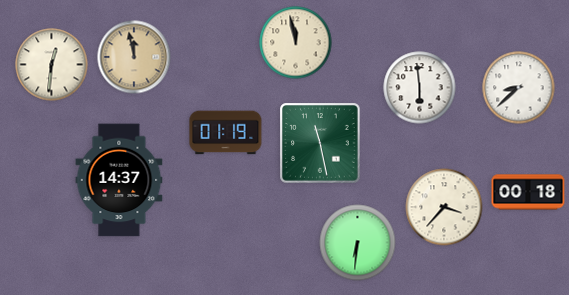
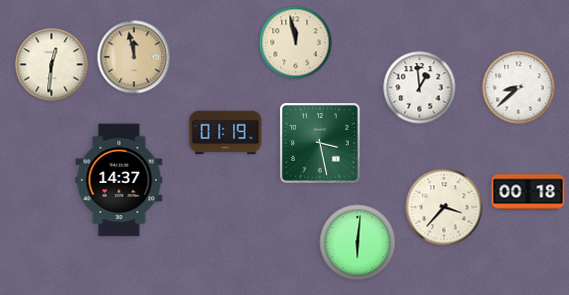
clock at (420, 88): 5:59 -> 12:59
clock at (320, 143): 11:28 -> 3:28
clock at (358, 243): 6:31 -> 6:01
